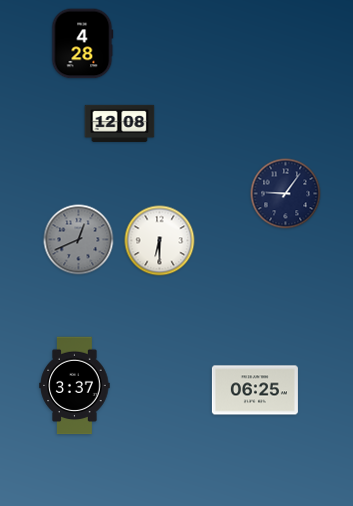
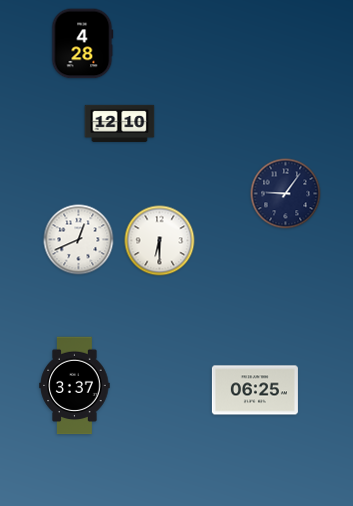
clock at (120, 123): 12:08 -> 12:10
clock at (79, 240) dial: grey -> white
